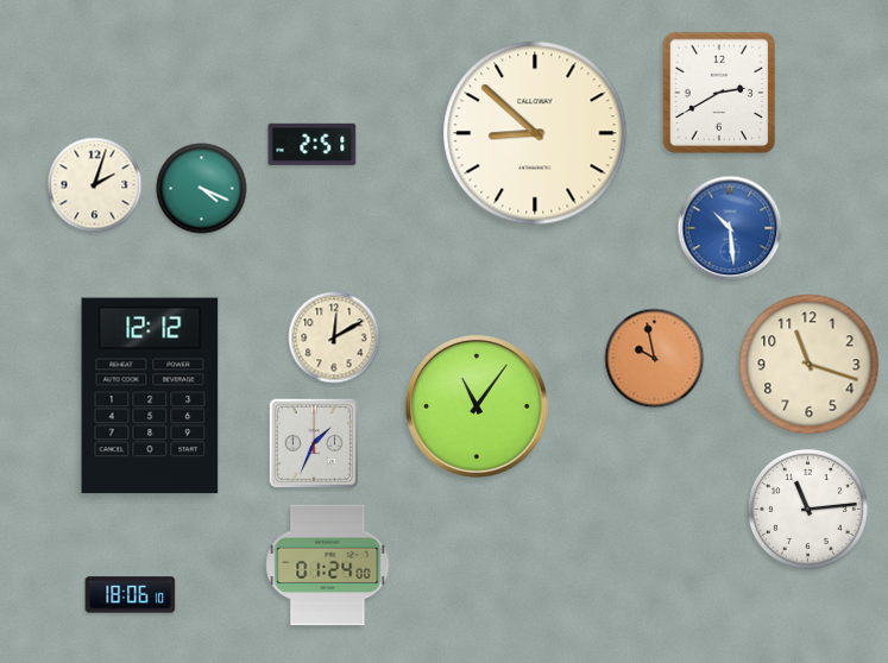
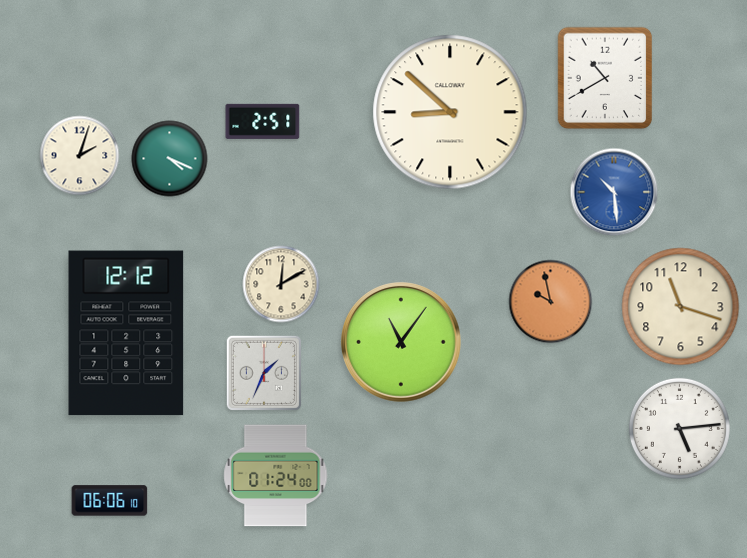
clock at (719, 93): 2:40 -> 10:40
clock at (807, 509): 11:14 -> 5:14
clock at (131, 595): 18:06 -> 06:06
